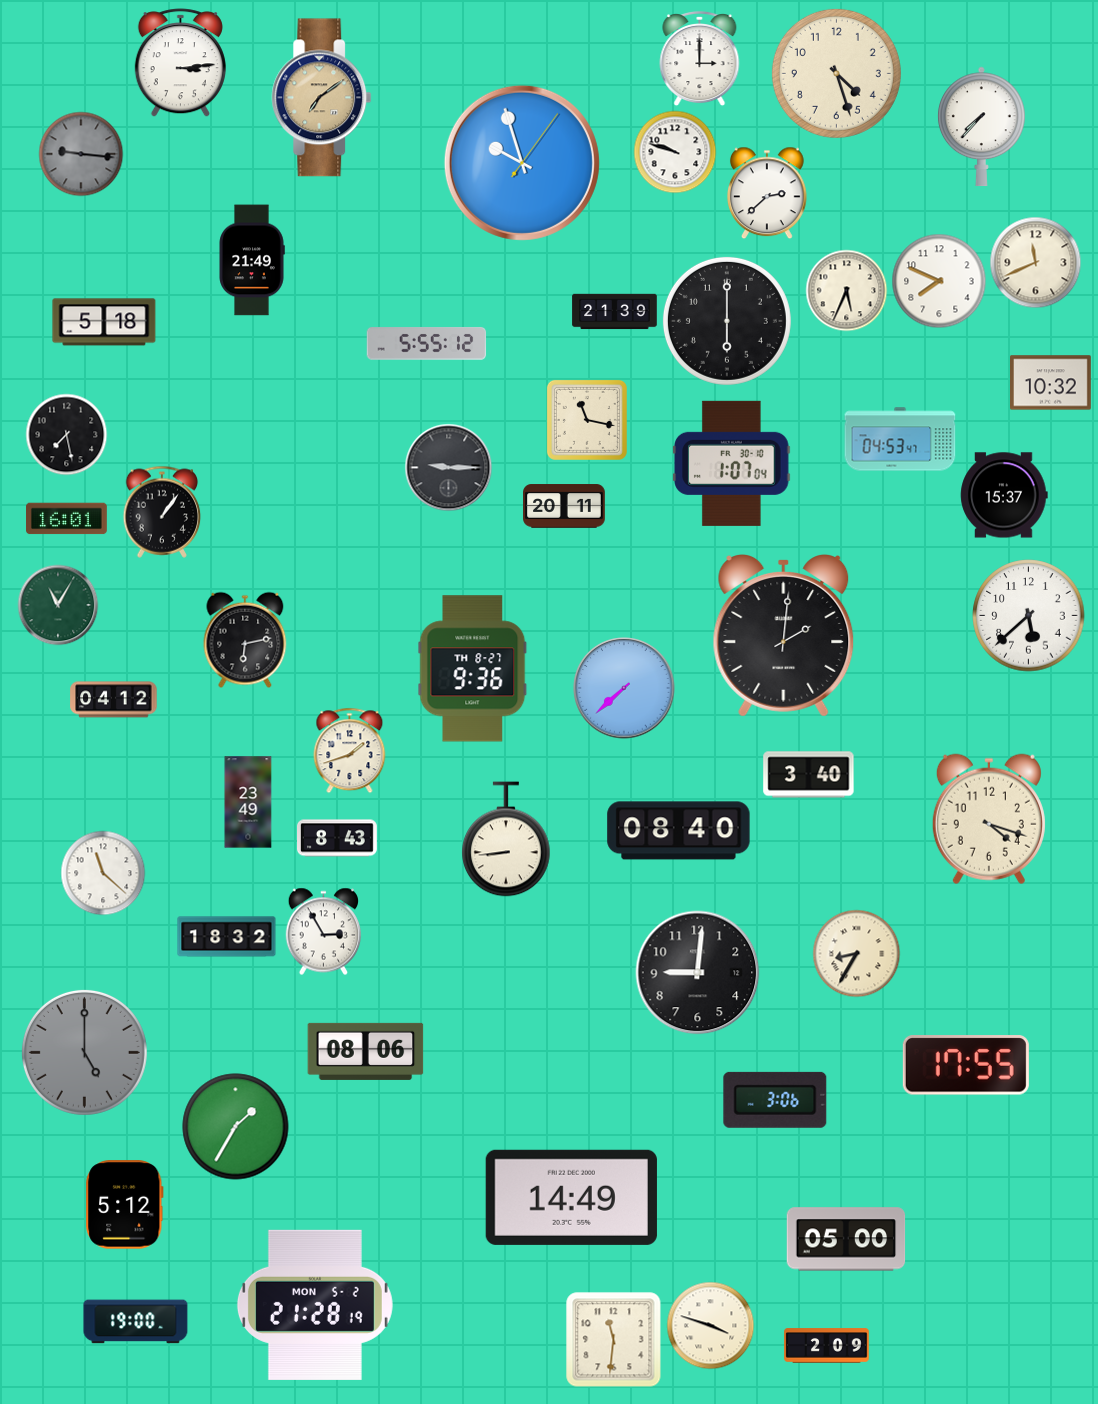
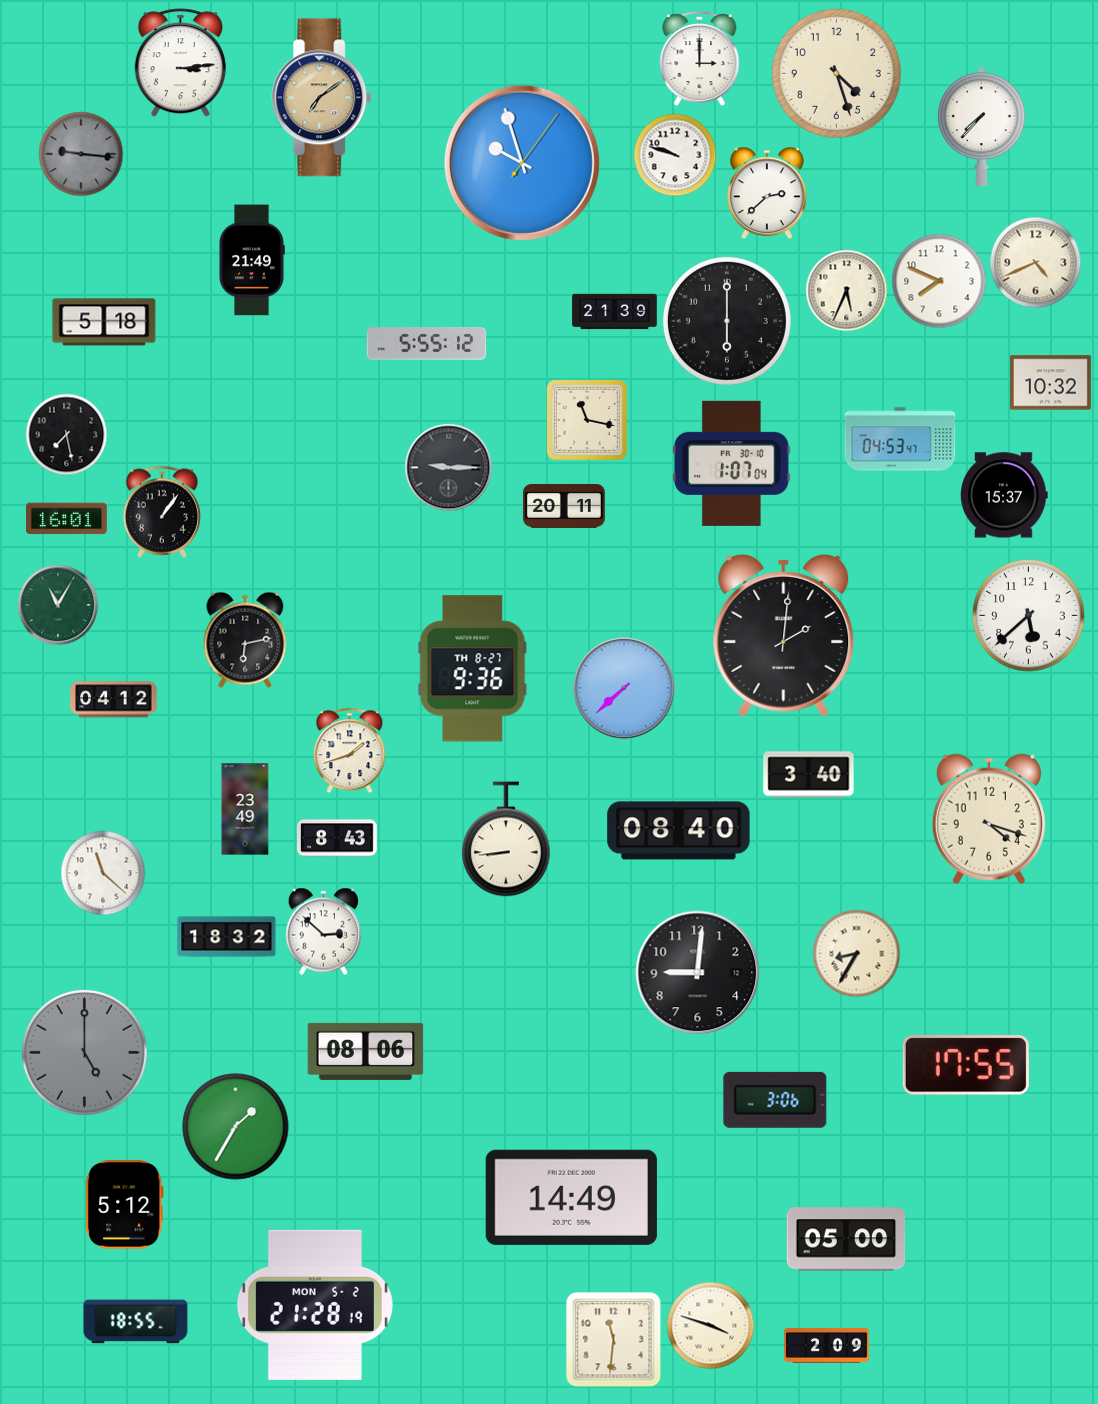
clock at (675, 152) position: (675, 152) -> (675, 155)
clock at (1035, 262): 11:41 -> 4:41
clock at (248, 802) position: (248, 802) -> (245, 809)
clock at (324, 931): 2:55 -> 2:52
clock at (136, 1322): 19:00 -> 18:55
